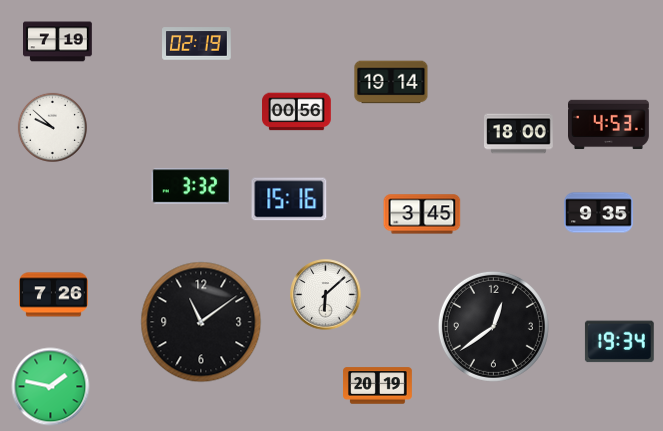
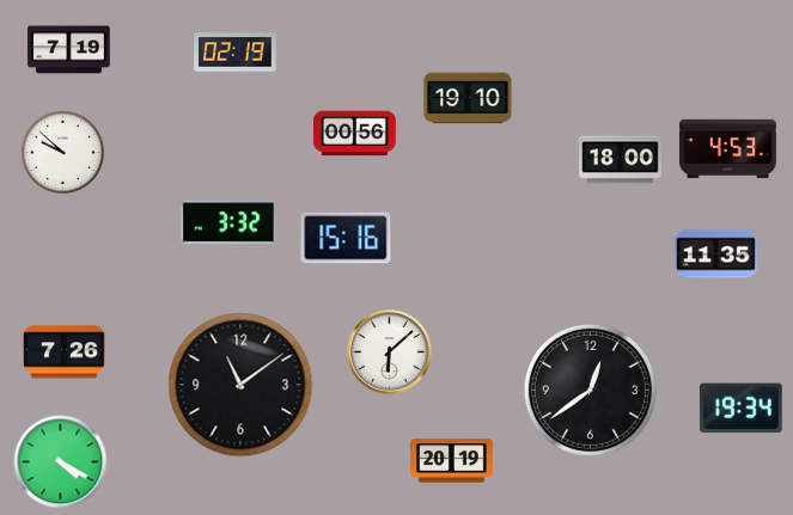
clock at (391, 82): 19:14 -> 19:10
clock at (599, 213): 9:35 -> 11:35
clock at (422, 214): 3:45 -> none
clock at (51, 387): 1:47 -> 4:20
